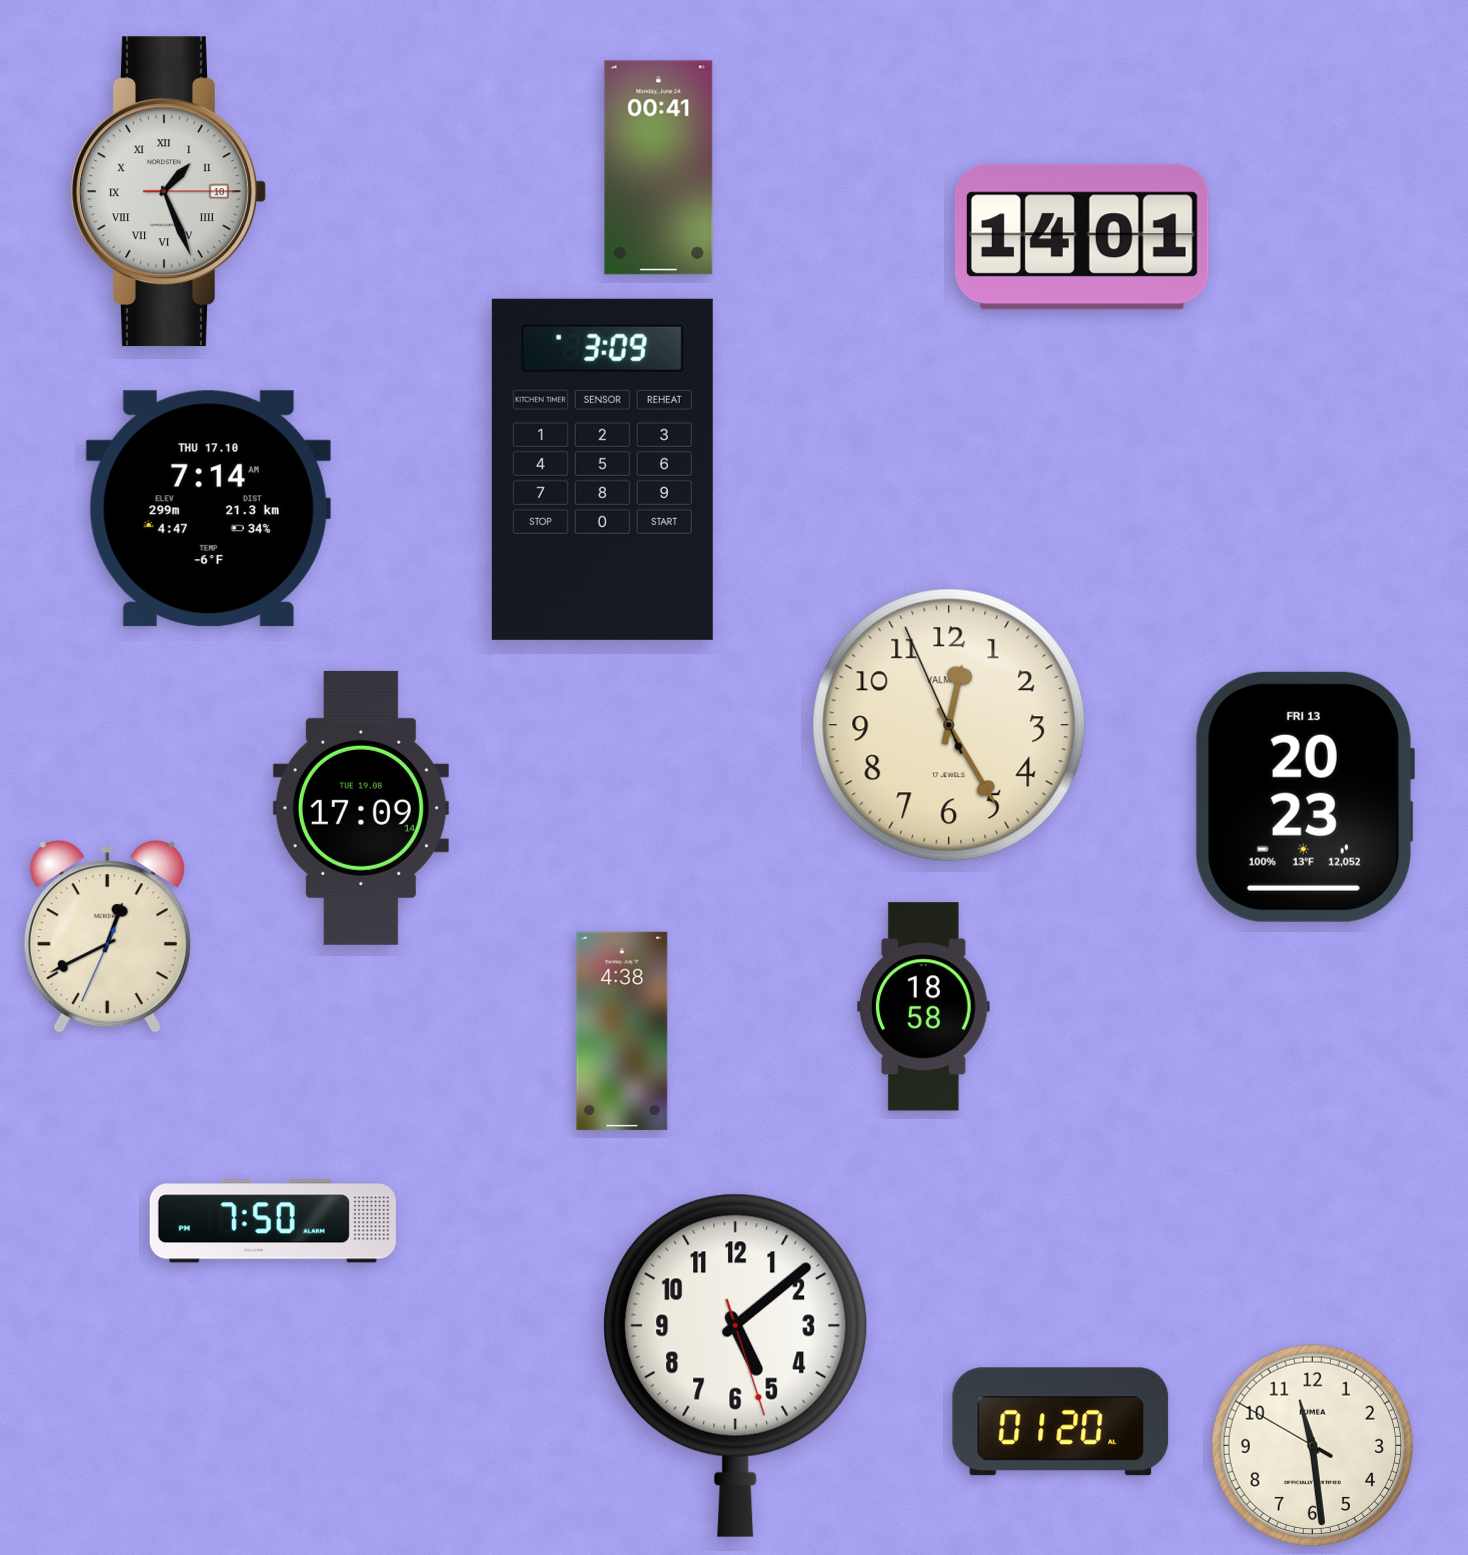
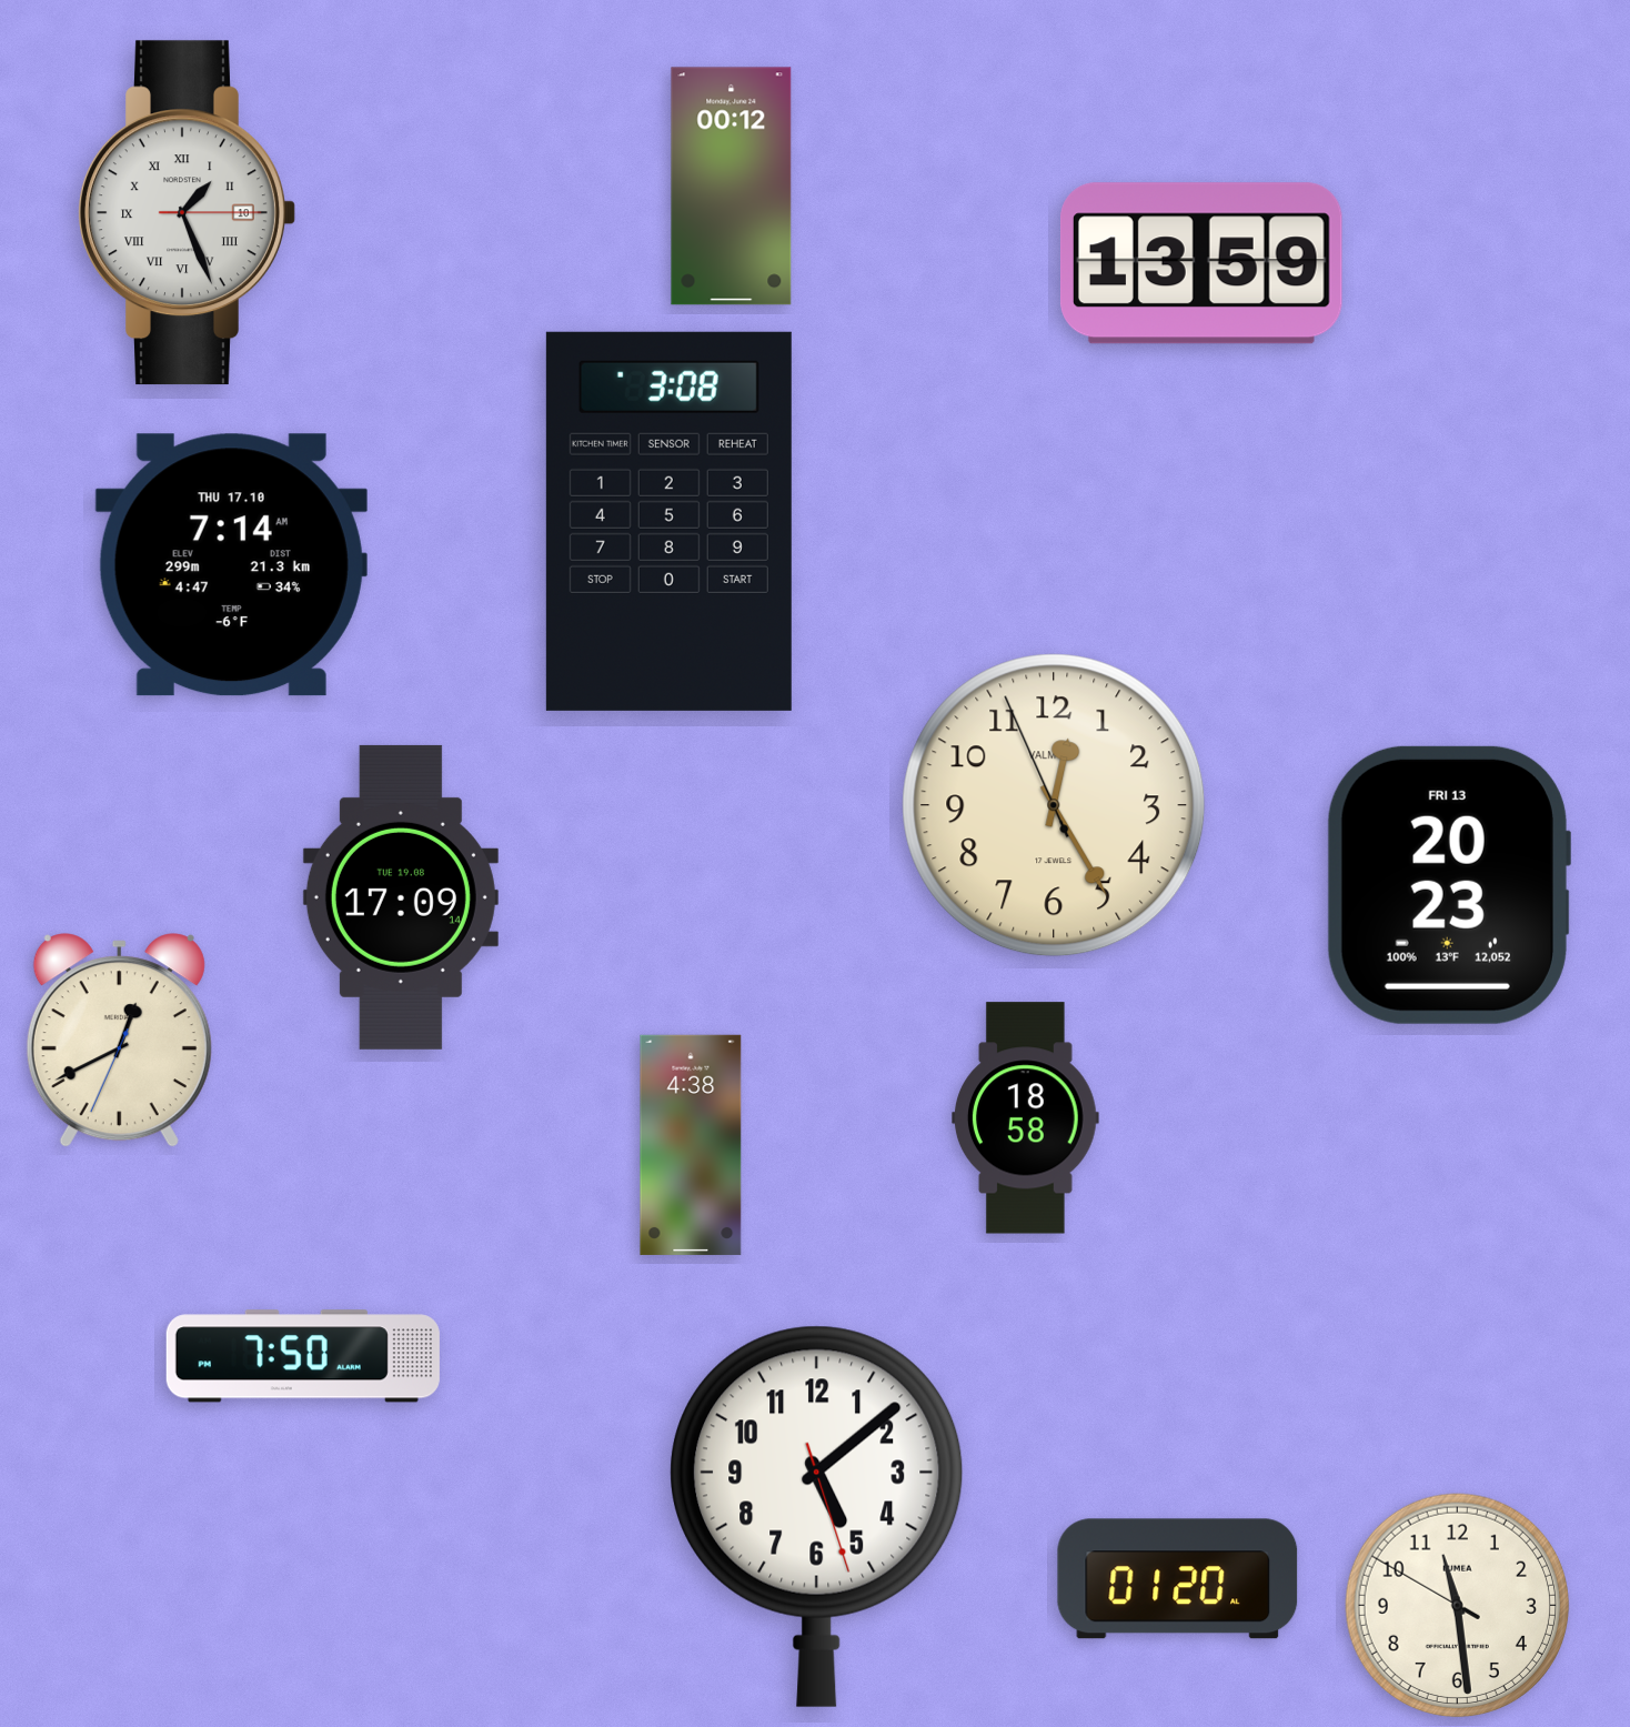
clock at (659, 168): 00:41 -> 00:12
clock at (1082, 237): 14:01 -> 13:59
clock at (602, 469): 3:09 -> 3:08
